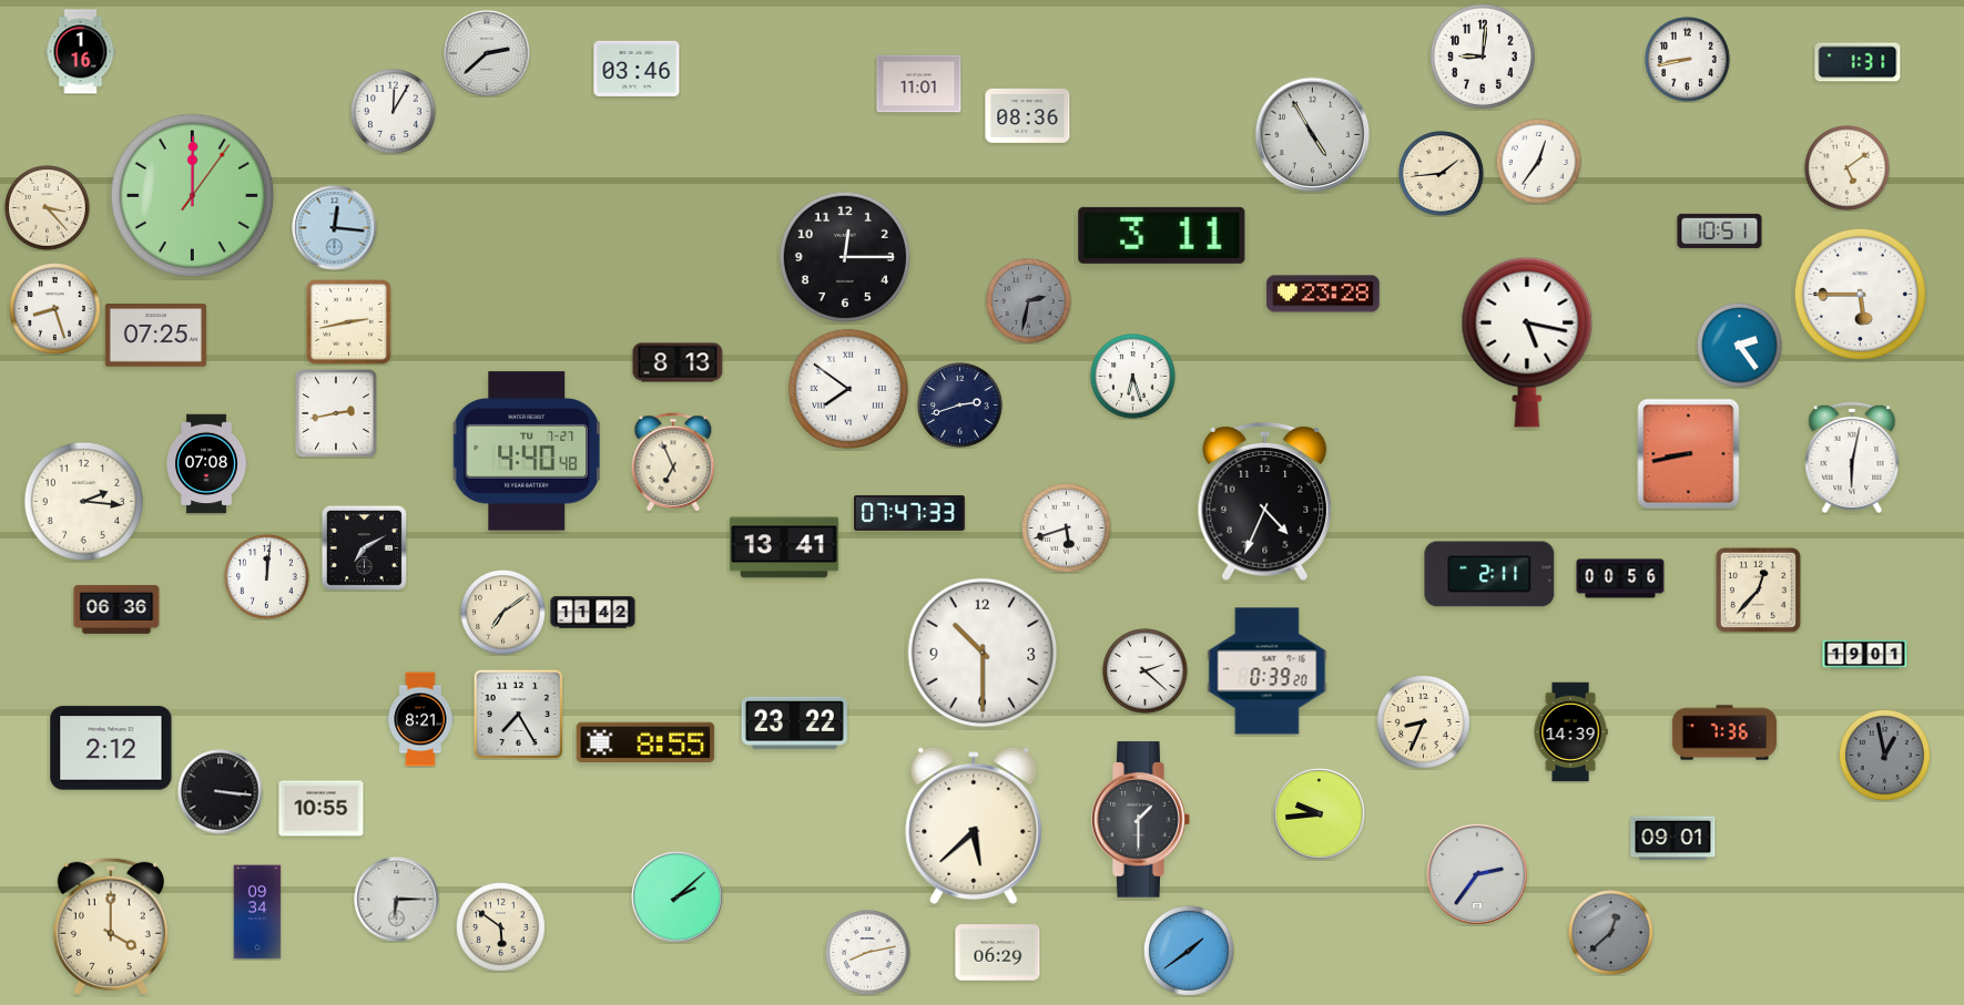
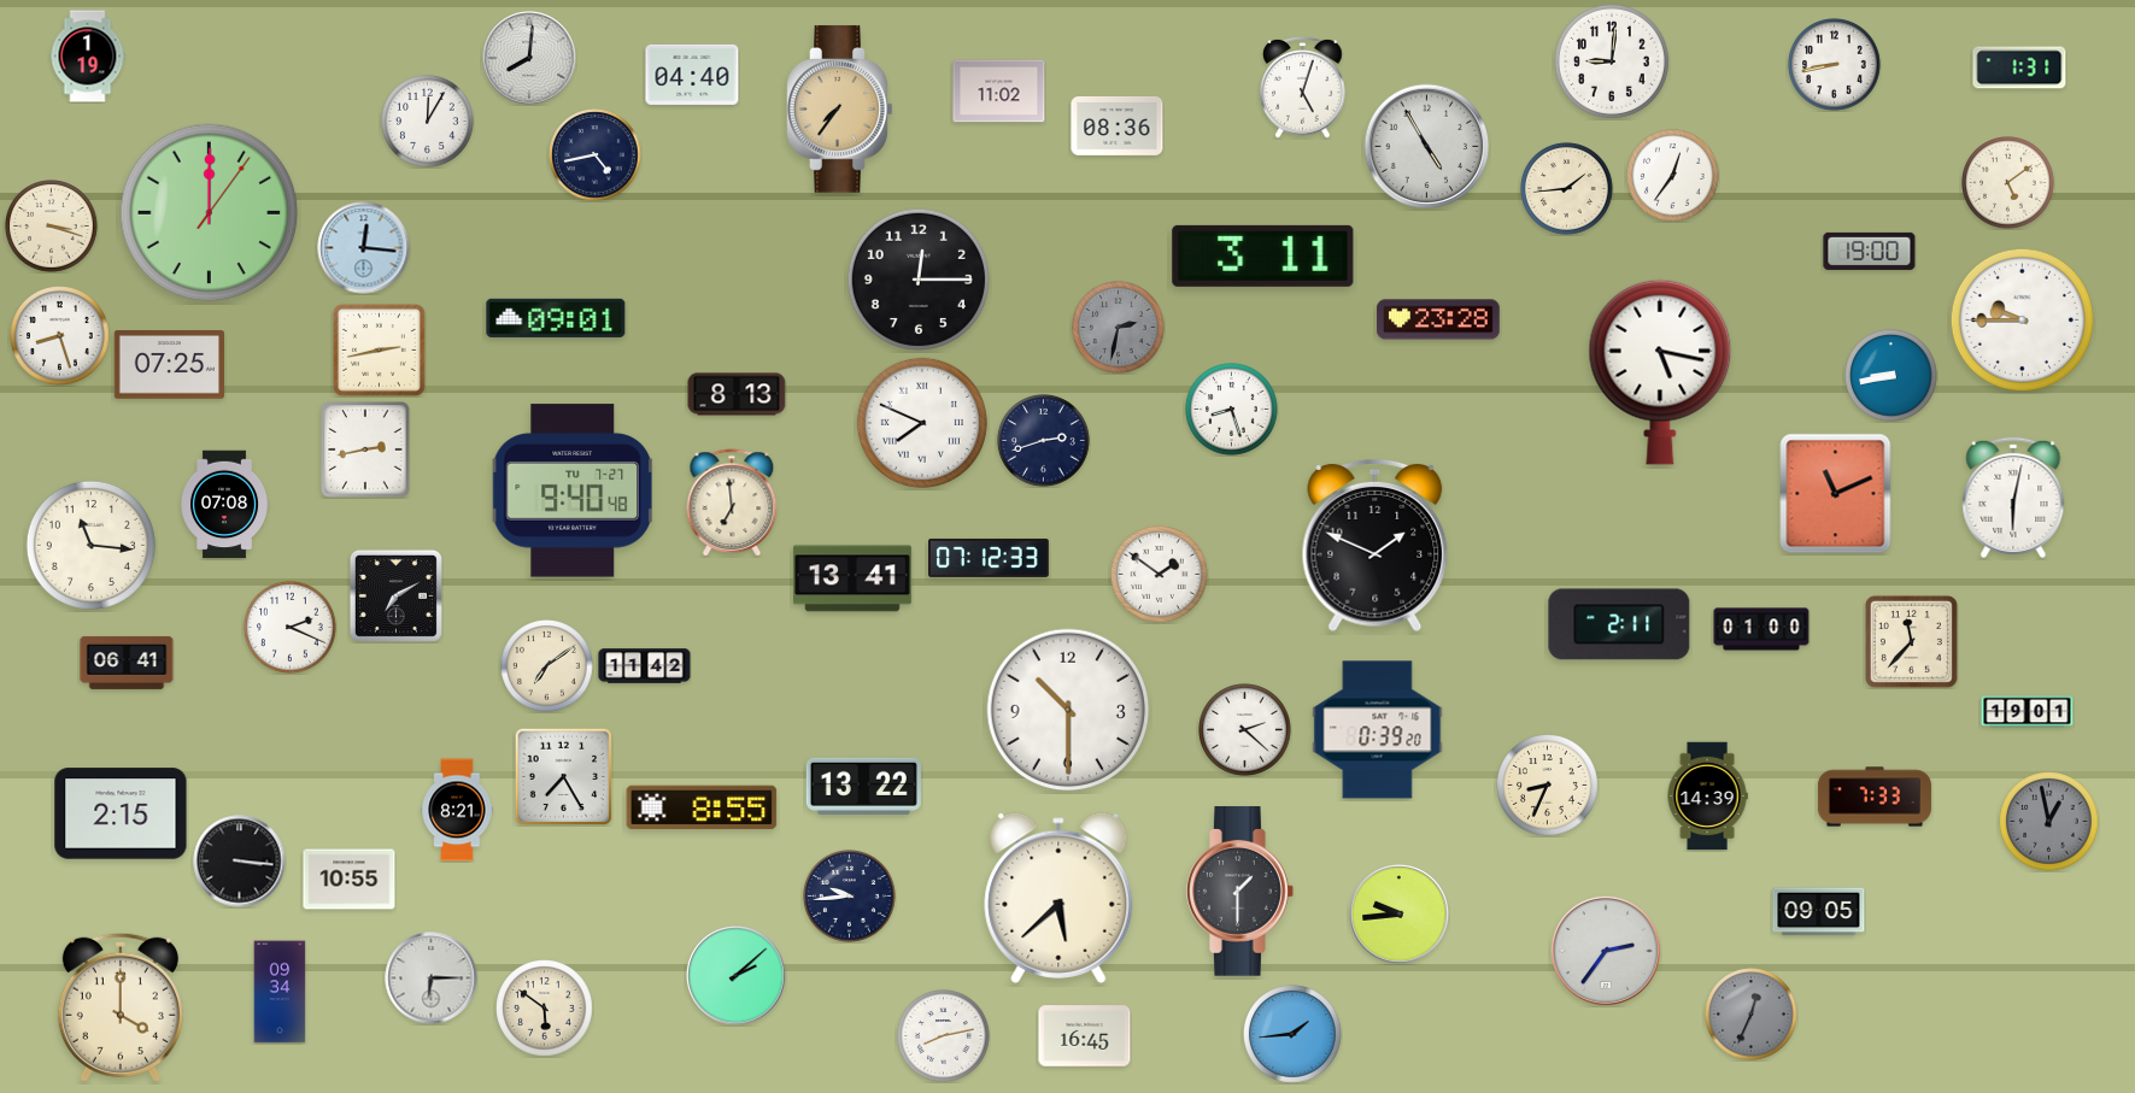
clock at (81, 52): 1:16 -> 1:19
clock at (487, 53): 2:38 -> 8:01
clock at (637, 69): 03:46 -> 04:40
clock at (1303, 88): none -> 5:03
clock at (919, 84): 11:01 -> 11:02
clock at (840, 110): none -> 7:36
clock at (596, 155): none -> 4:43
clock at (48, 208): 3:23 -> 3:18
clock at (1720, 230): 10:51 -> 19:00
clock at (556, 318): none -> 09:01
clock at (1860, 294): 5:45 -> 9:45
clock at (1740, 346): 2:24 -> 8:43
clock at (1133, 377): 6:27 -> 8:27
clock at (848, 389): 7:51 -> 7:49
clock at (527, 451): 4:40 -> 9:40
clock at (1689, 454): 8:43 -> 11:11
clock at (673, 462): 6:56 -> 6:59
clock at (83, 501): 2:16 -> 11:16
clock at (1265, 502): 4:34 -> 1:49
clock at (910, 513): 07:47 -> 07:12
clock at (1067, 529): 5:42 -> 1:51
clock at (784, 547) position: (784, 547) -> (852, 578)
clock at (267, 577): 12:01 -> 2:19
clock at (1620, 578): 00:56 -> 01:00
clock at (1758, 589): 12:37 -> 11:37
clock at (116, 609): 06:36 -> 06:41
clock at (420, 719) position: (420, 719) -> (457, 810)
clock at (794, 722): 23:22 -> 13:22
clock at (1724, 732): 7:36 -> 7:33
clock at (111, 748): 2:12 -> 2:15
clock at (1320, 814) position: (1320, 814) -> (1400, 915)
clock at (850, 897): none -> 9:44
clock at (1673, 839): 09:01 -> 09:05
clock at (1611, 933): 12:38 -> 12:34
clock at (1190, 952): 1:39 -> 1:44
clock at (998, 953): 06:29 -> 16:45
